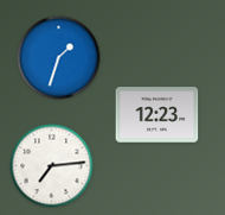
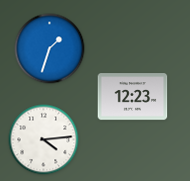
clock at (52, 166): 7:14 -> 4:14
